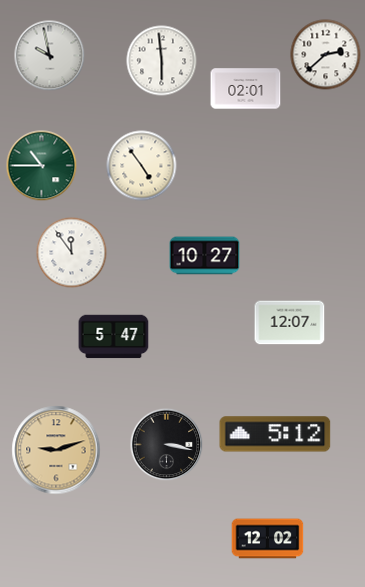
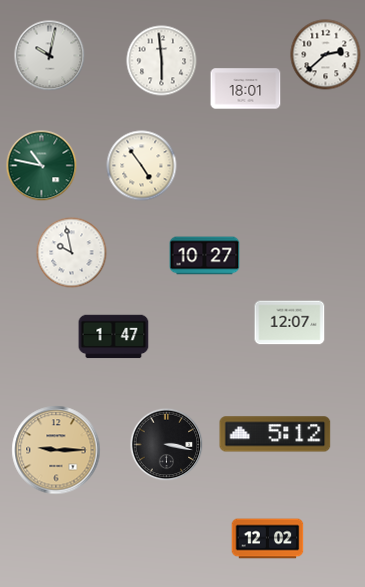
clock at (50, 56): 9:58 -> 10:02
clock at (246, 89): 02:01 -> 18:01
clock at (42, 166): 10:45 -> 10:47
clock at (72, 253): 11:54 -> 9:58
clock at (114, 337): 5:47 -> 1:47
clock at (56, 450): 9:12 -> 9:15
